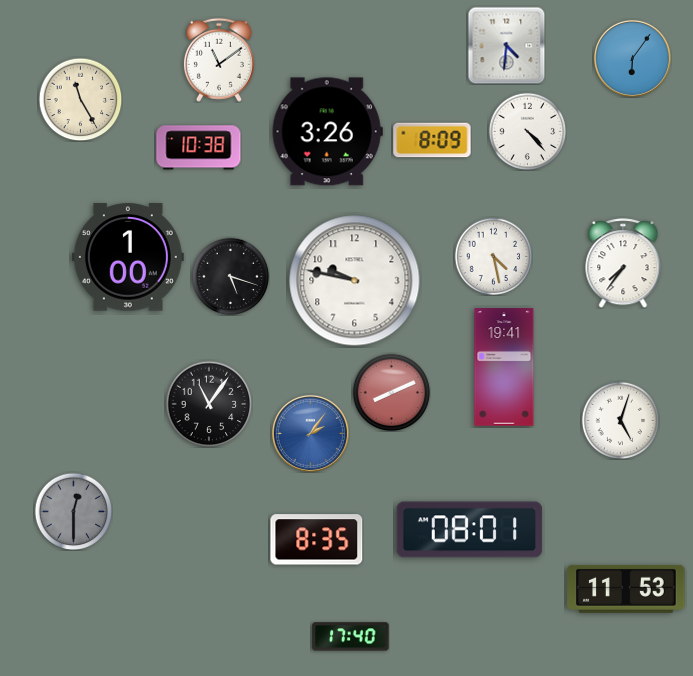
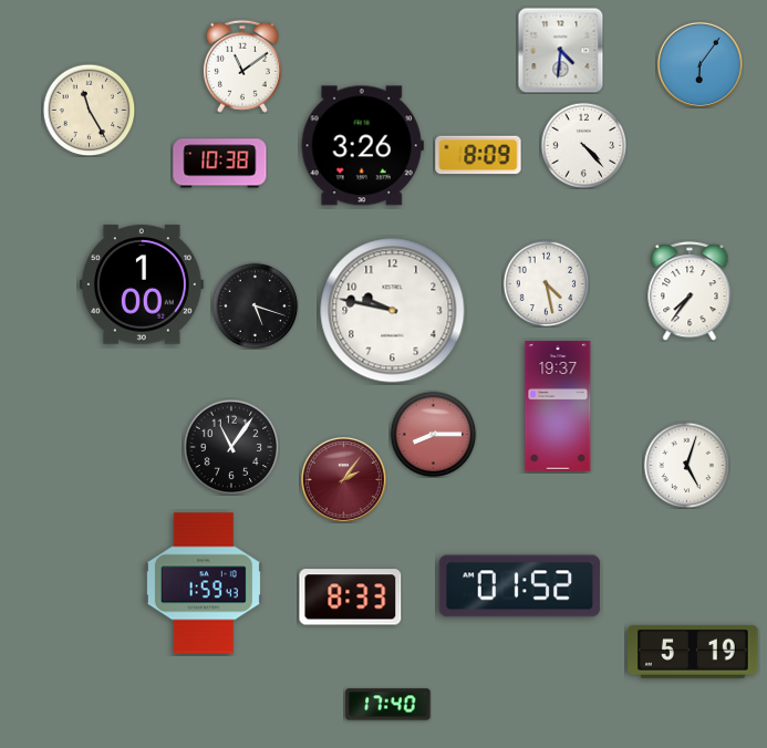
clock at (504, 367): 19:41 -> 19:37
clock at (391, 392): 8:11 -> 8:15
clock at (310, 433) dial: blue -> burgundy
clock at (73, 511): 12:30 -> none
clock at (204, 583): none -> 1:59
clock at (470, 530): 08:01 -> 01:52
clock at (317, 540): 8:35 -> 8:33
clock at (626, 589): 11:53 -> 5:19
